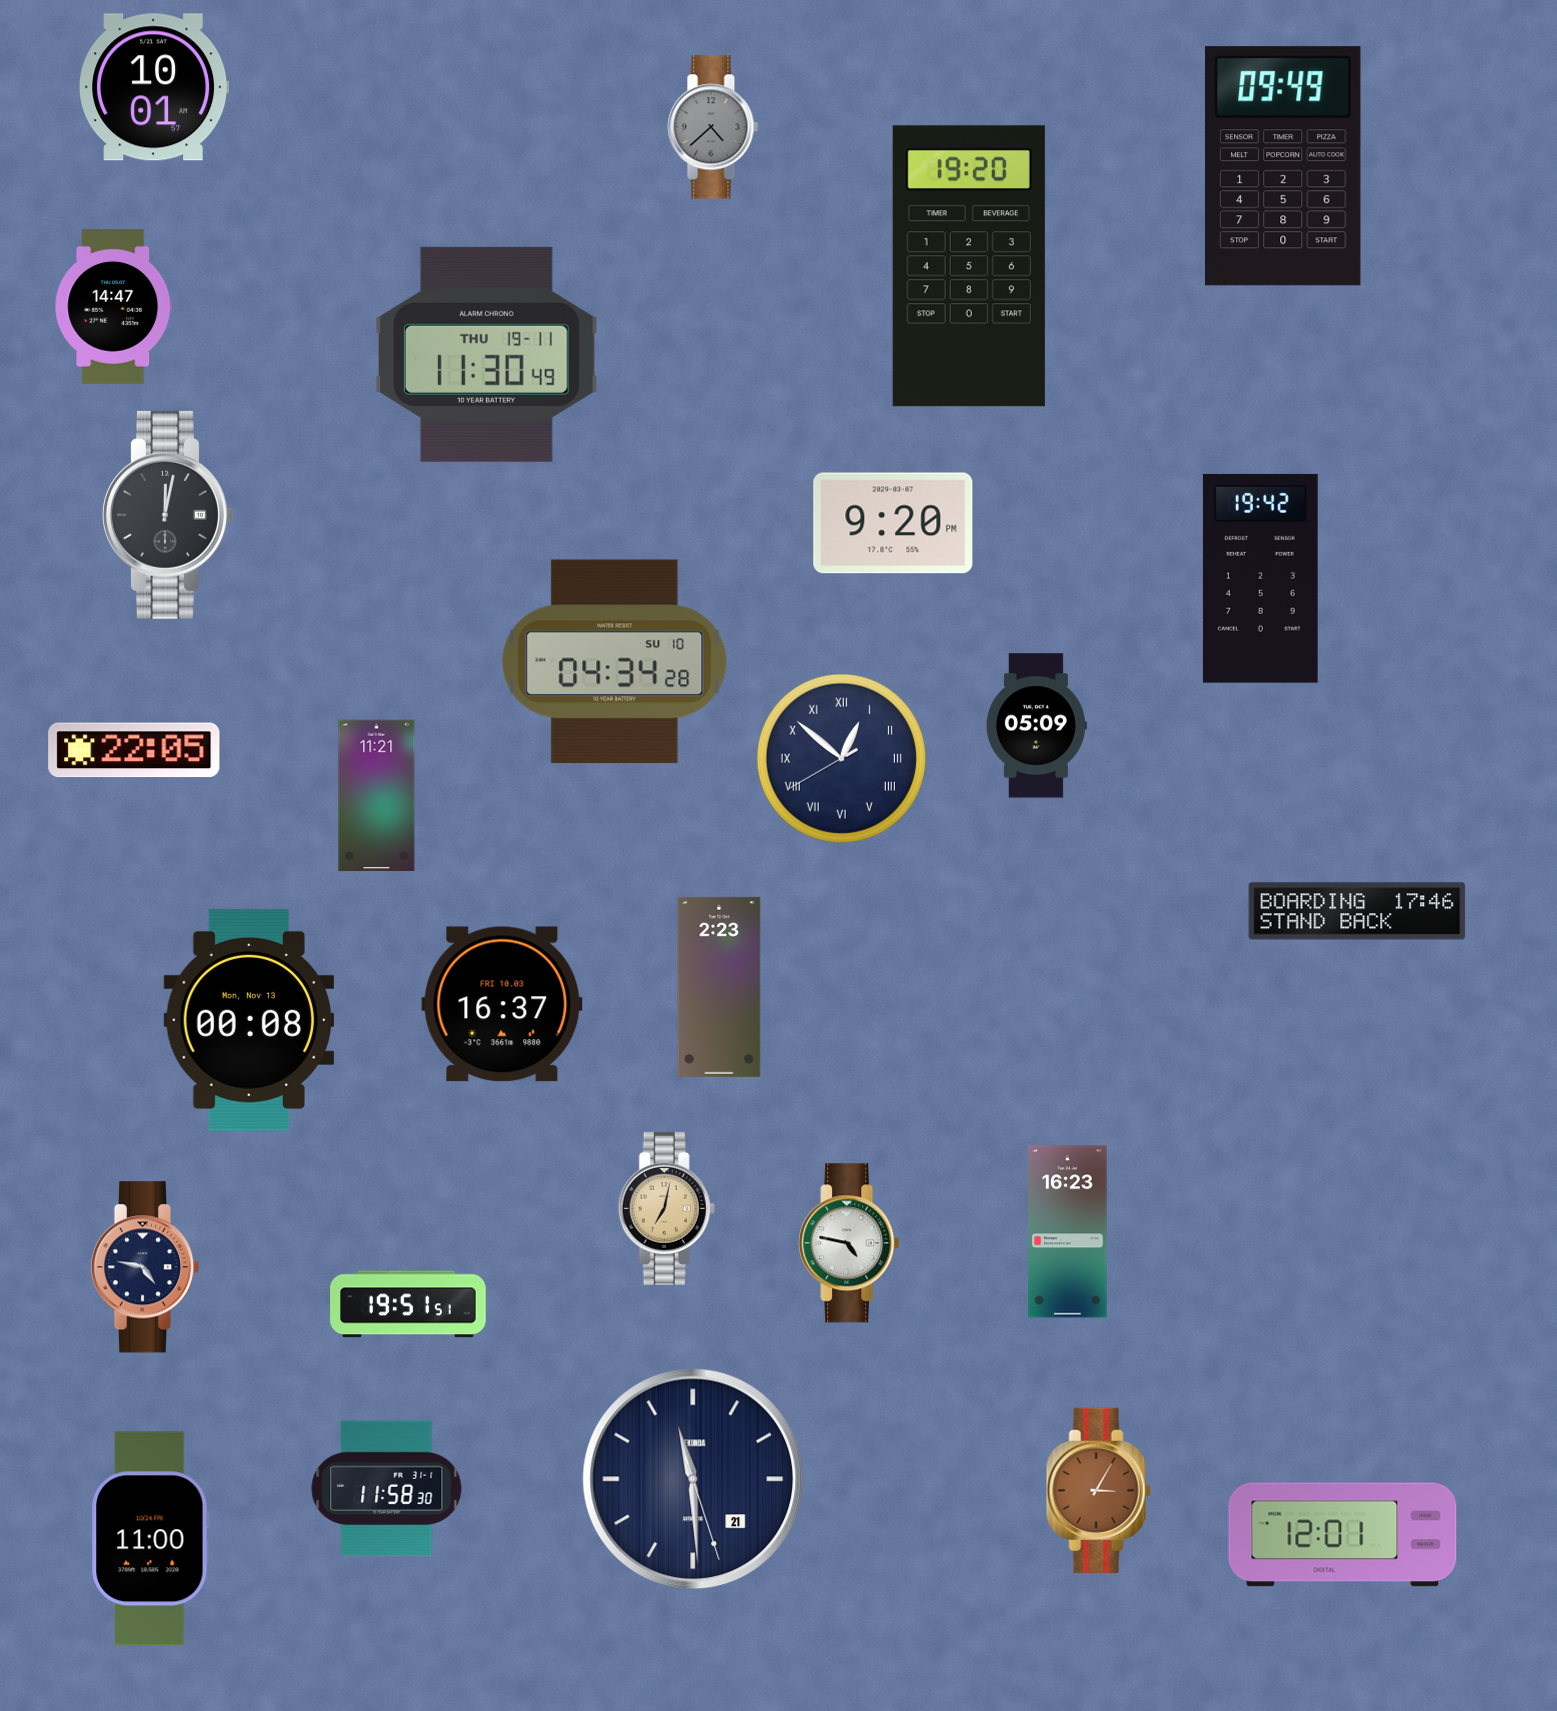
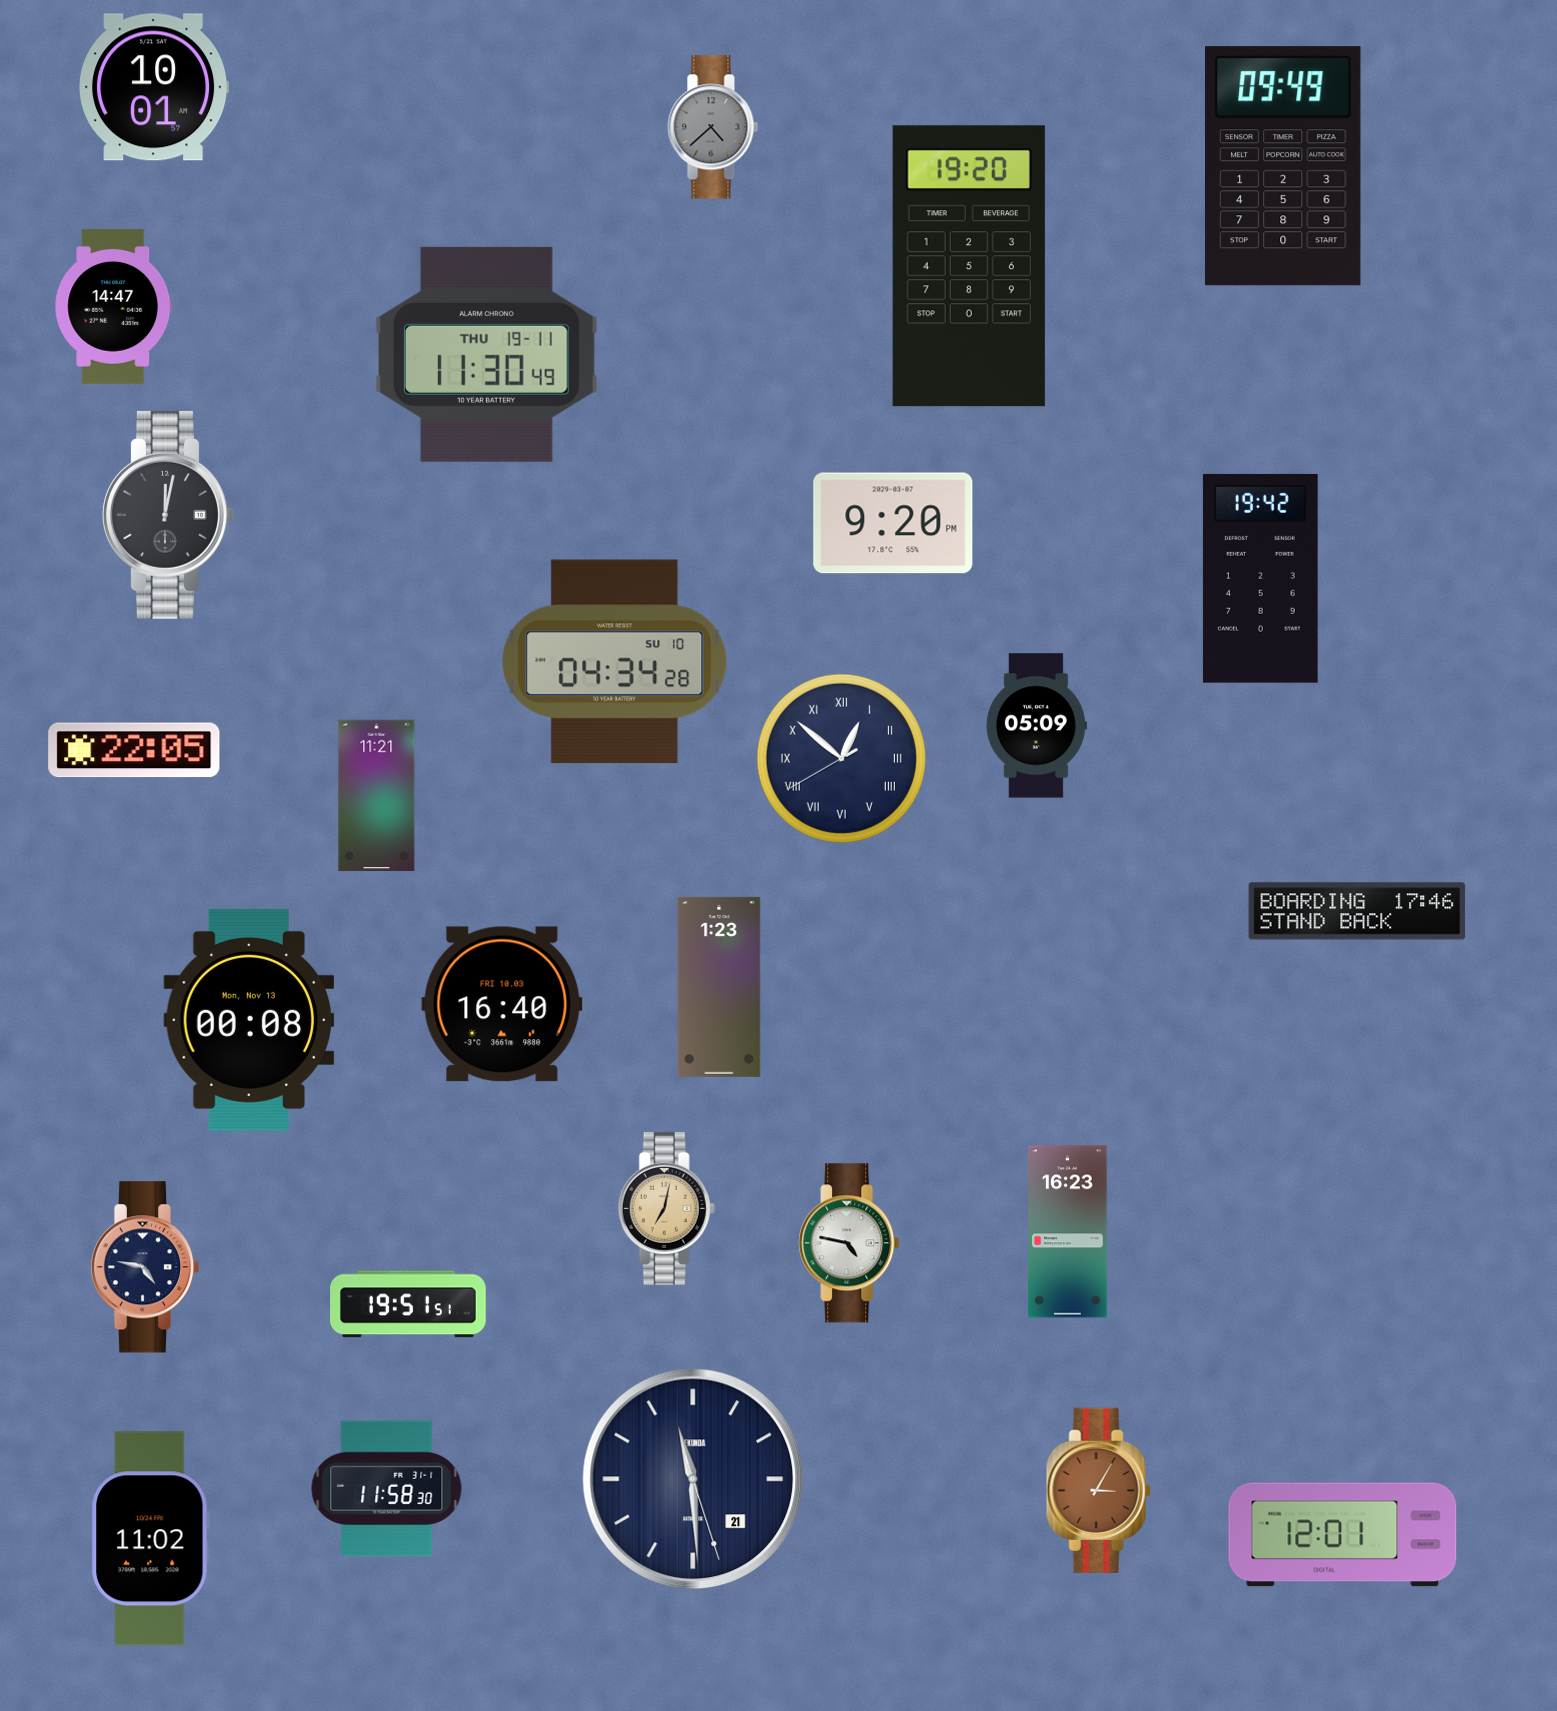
clock at (719, 987): 2:23 -> 1:23
clock at (502, 1004): 16:37 -> 16:40
clock at (150, 1539): 11:00 -> 11:02
